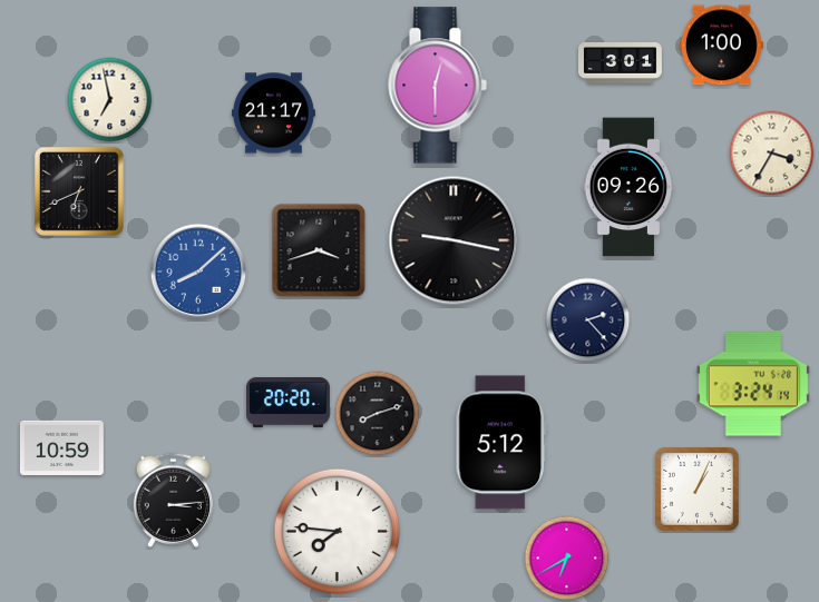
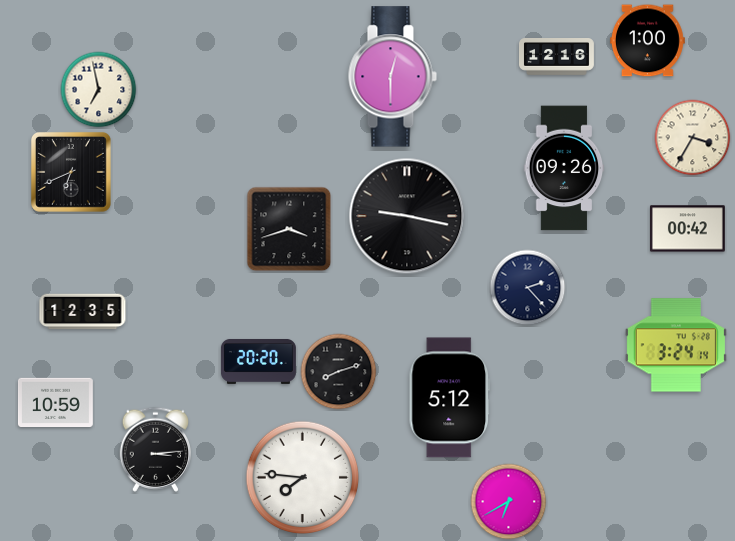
clock at (621, 63): 3:01 -> 12:16
clock at (273, 114): 21:17 -> none
clock at (319, 250) position: (319, 250) -> (289, 229)
clock at (687, 229): none -> 00:42
clock at (198, 272): 8:08 -> none
clock at (83, 312): none -> 12:35
clock at (696, 488): 1:04 -> none
